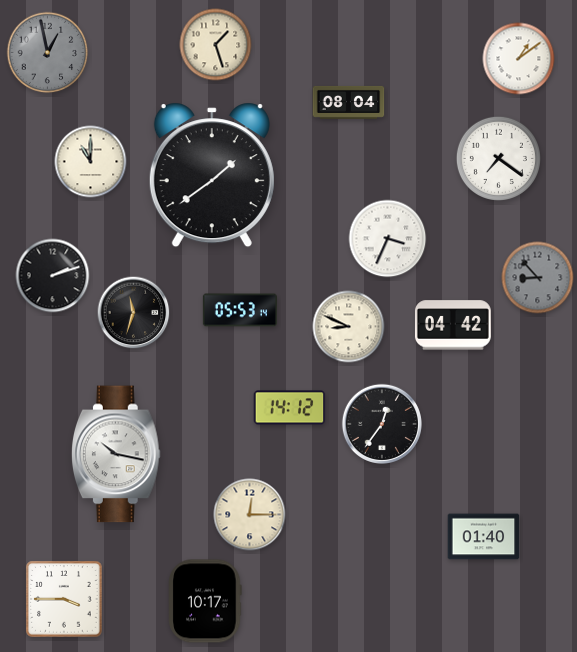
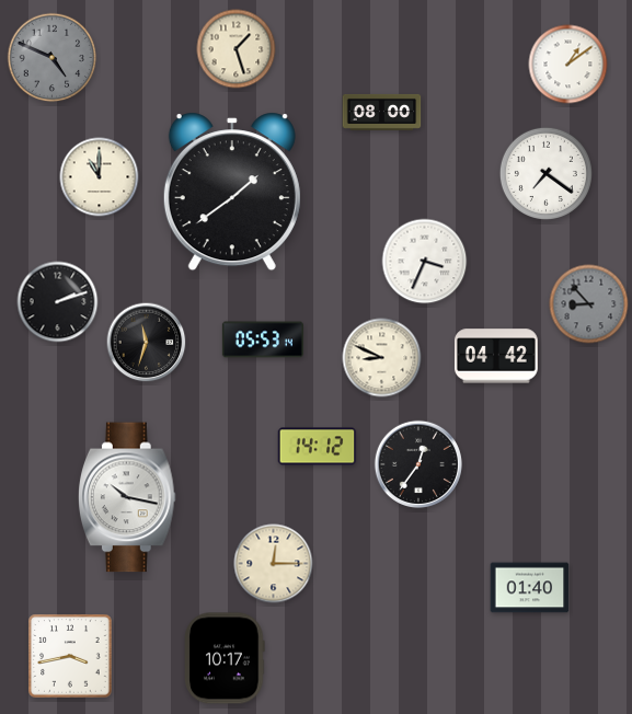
clock at (48, 53): 12:58 -> 4:49
clock at (349, 102): 08:04 -> 08:00
clock at (64, 599): 3:45 -> 3:43
